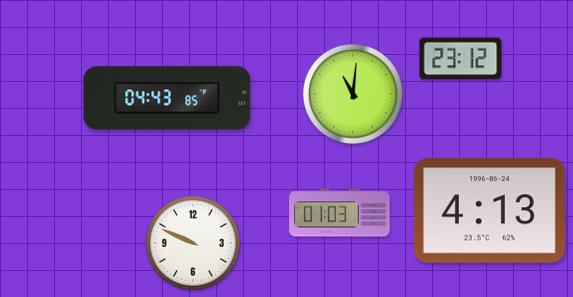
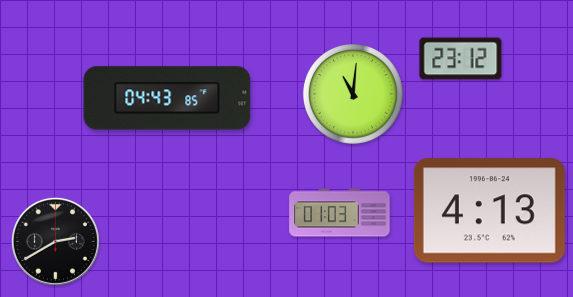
clock at (55, 241): none -> 2:40
clock at (193, 243): 9:49 -> none
